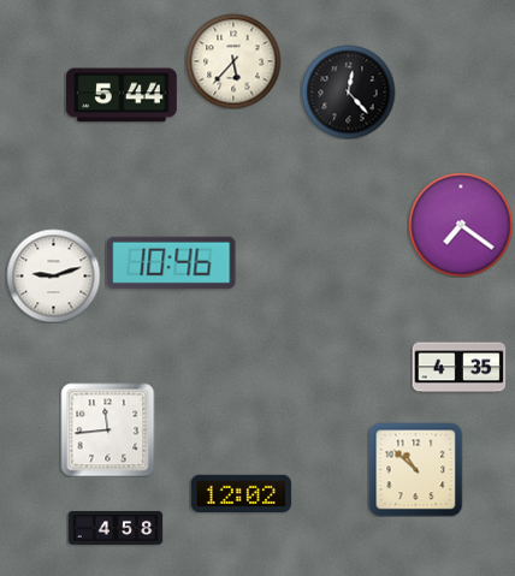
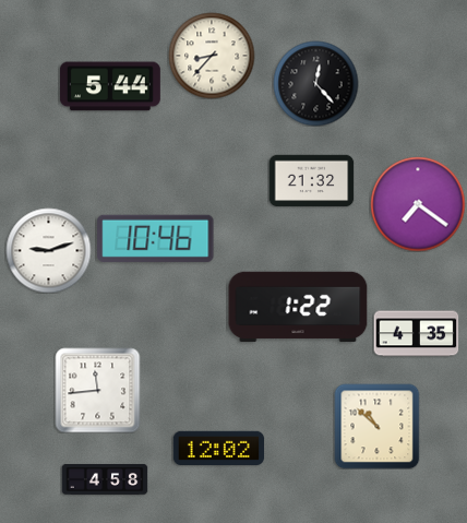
clock at (233, 61): 5:37 -> 8:37
clock at (311, 181): none -> 21:32
clock at (298, 307): none -> 1:22
